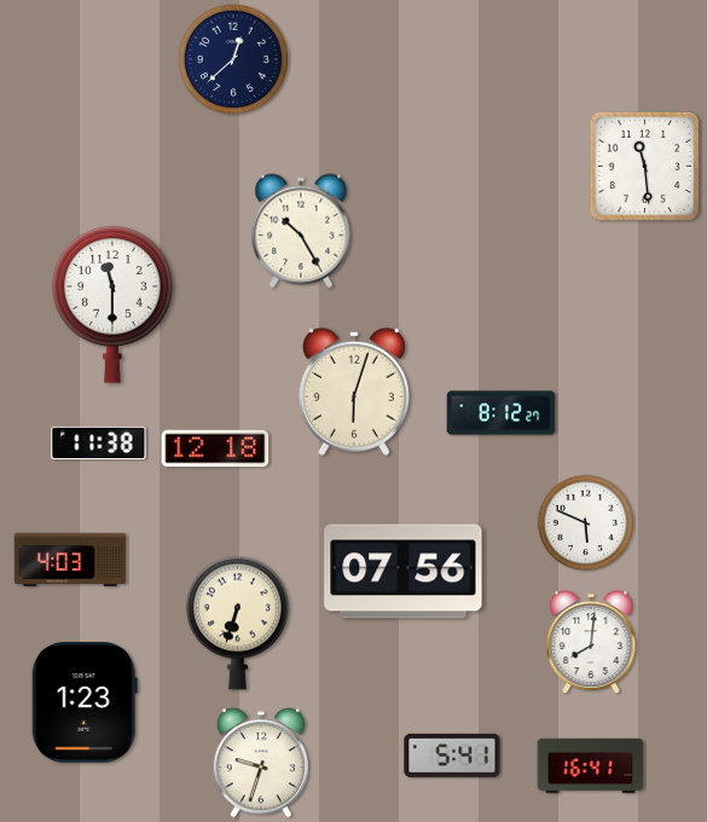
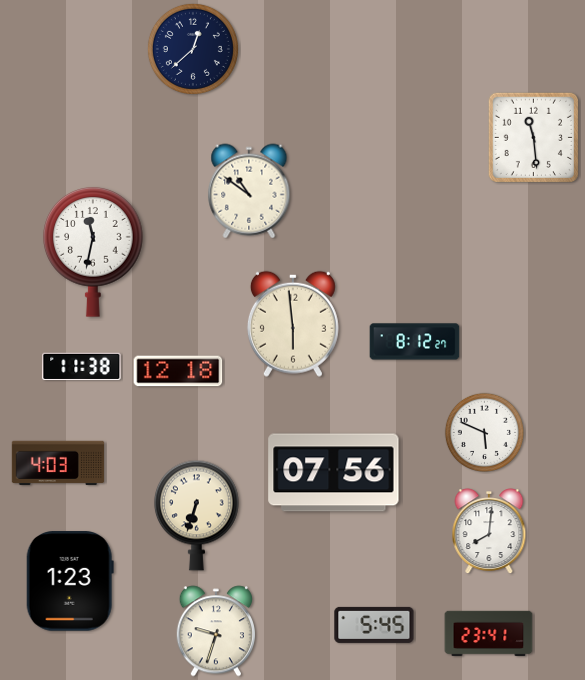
clock at (301, 231): 10:25 -> 10:51
clock at (112, 305): 11:30 -> 11:32
clock at (354, 392): 6:03 -> 5:59
clock at (452, 756): 5:41 -> 5:45
clock at (591, 766): 16:41 -> 23:41
